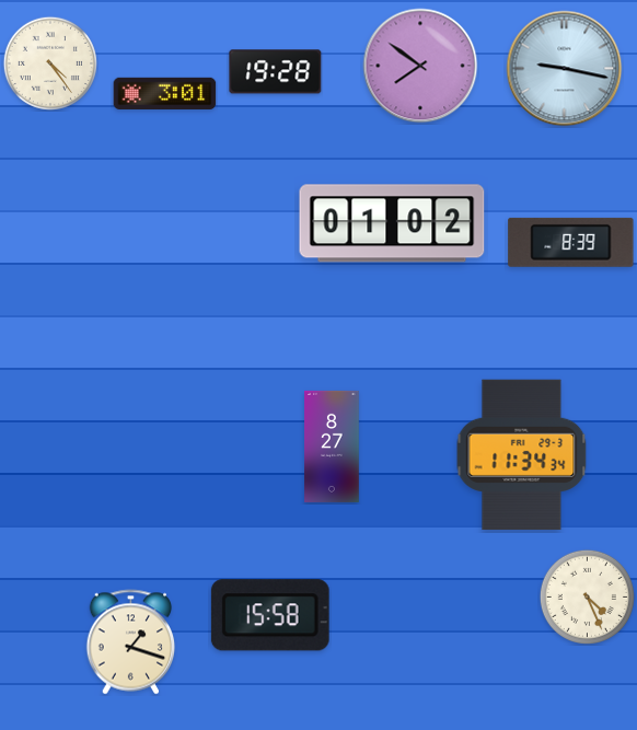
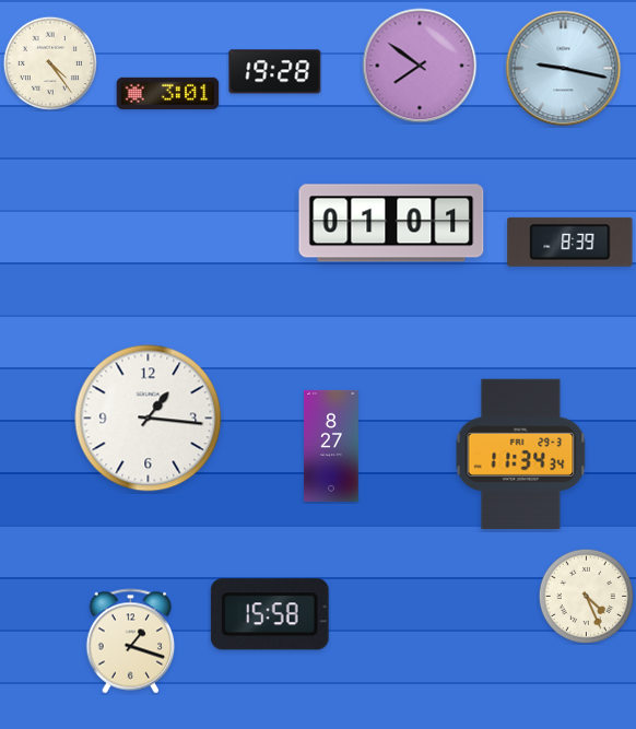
clock at (165, 93) position: (165, 93) -> (168, 93)
clock at (392, 223): 01:02 -> 01:01
clock at (149, 419): none -> 1:16
